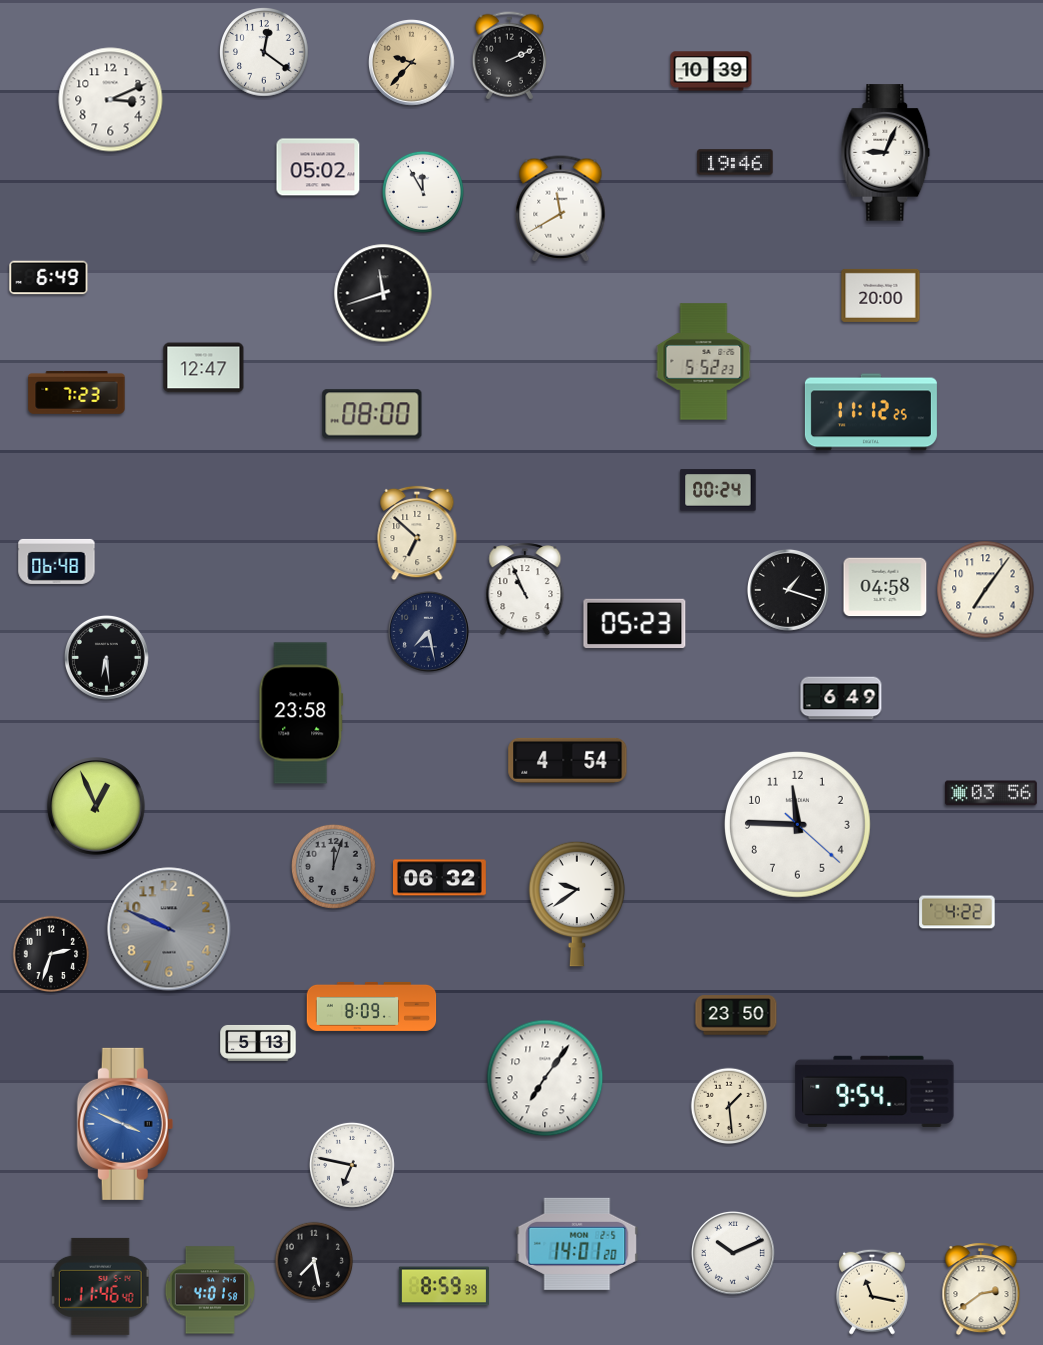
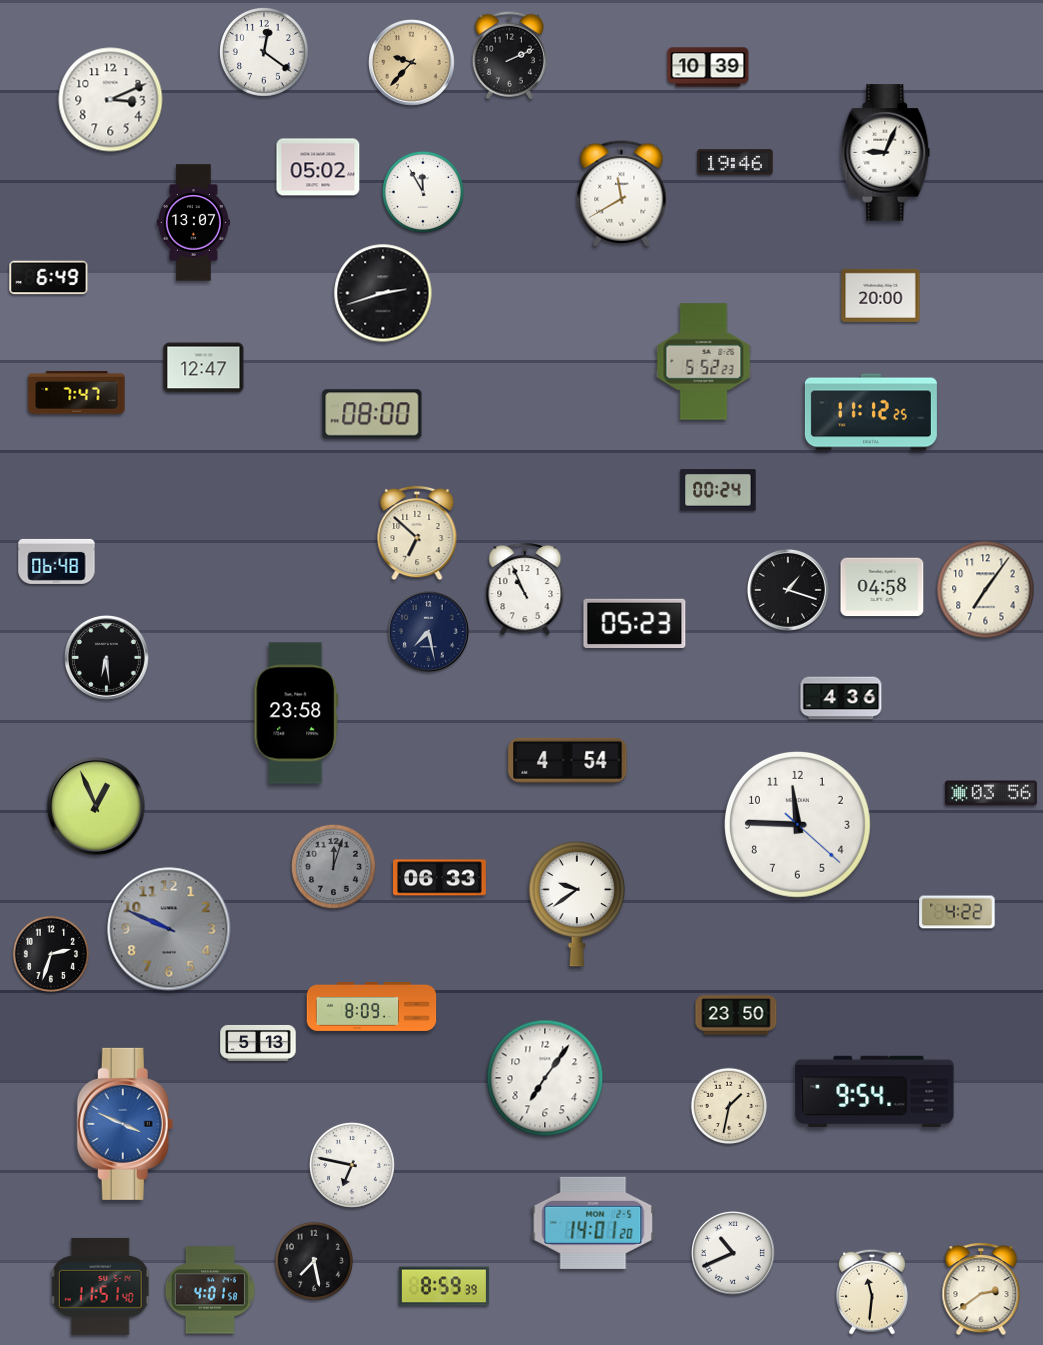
clock at (711, 71) position: (711, 71) -> (708, 67)
clock at (561, 209) position: (561, 209) -> (622, 194)
clock at (193, 223): none -> 13:07
clock at (383, 293): 11:42 -> 2:42
clock at (77, 392): 7:23 -> 7:47
clock at (885, 587) position: (885, 587) -> (882, 587)
clock at (841, 698): 6:49 -> 4:36
clock at (301, 713) position: (301, 713) -> (296, 713)
clock at (440, 878): 06:32 -> 06:33
clock at (729, 1106): 1:29 -> 1:32
clock at (577, 1244) position: (577, 1244) -> (593, 1223)
clock at (733, 1253): 10:11 -> 10:41
clock at (100, 1286): 11:46 -> 11:51
clock at (872, 1292): 11:17 -> 11:31
